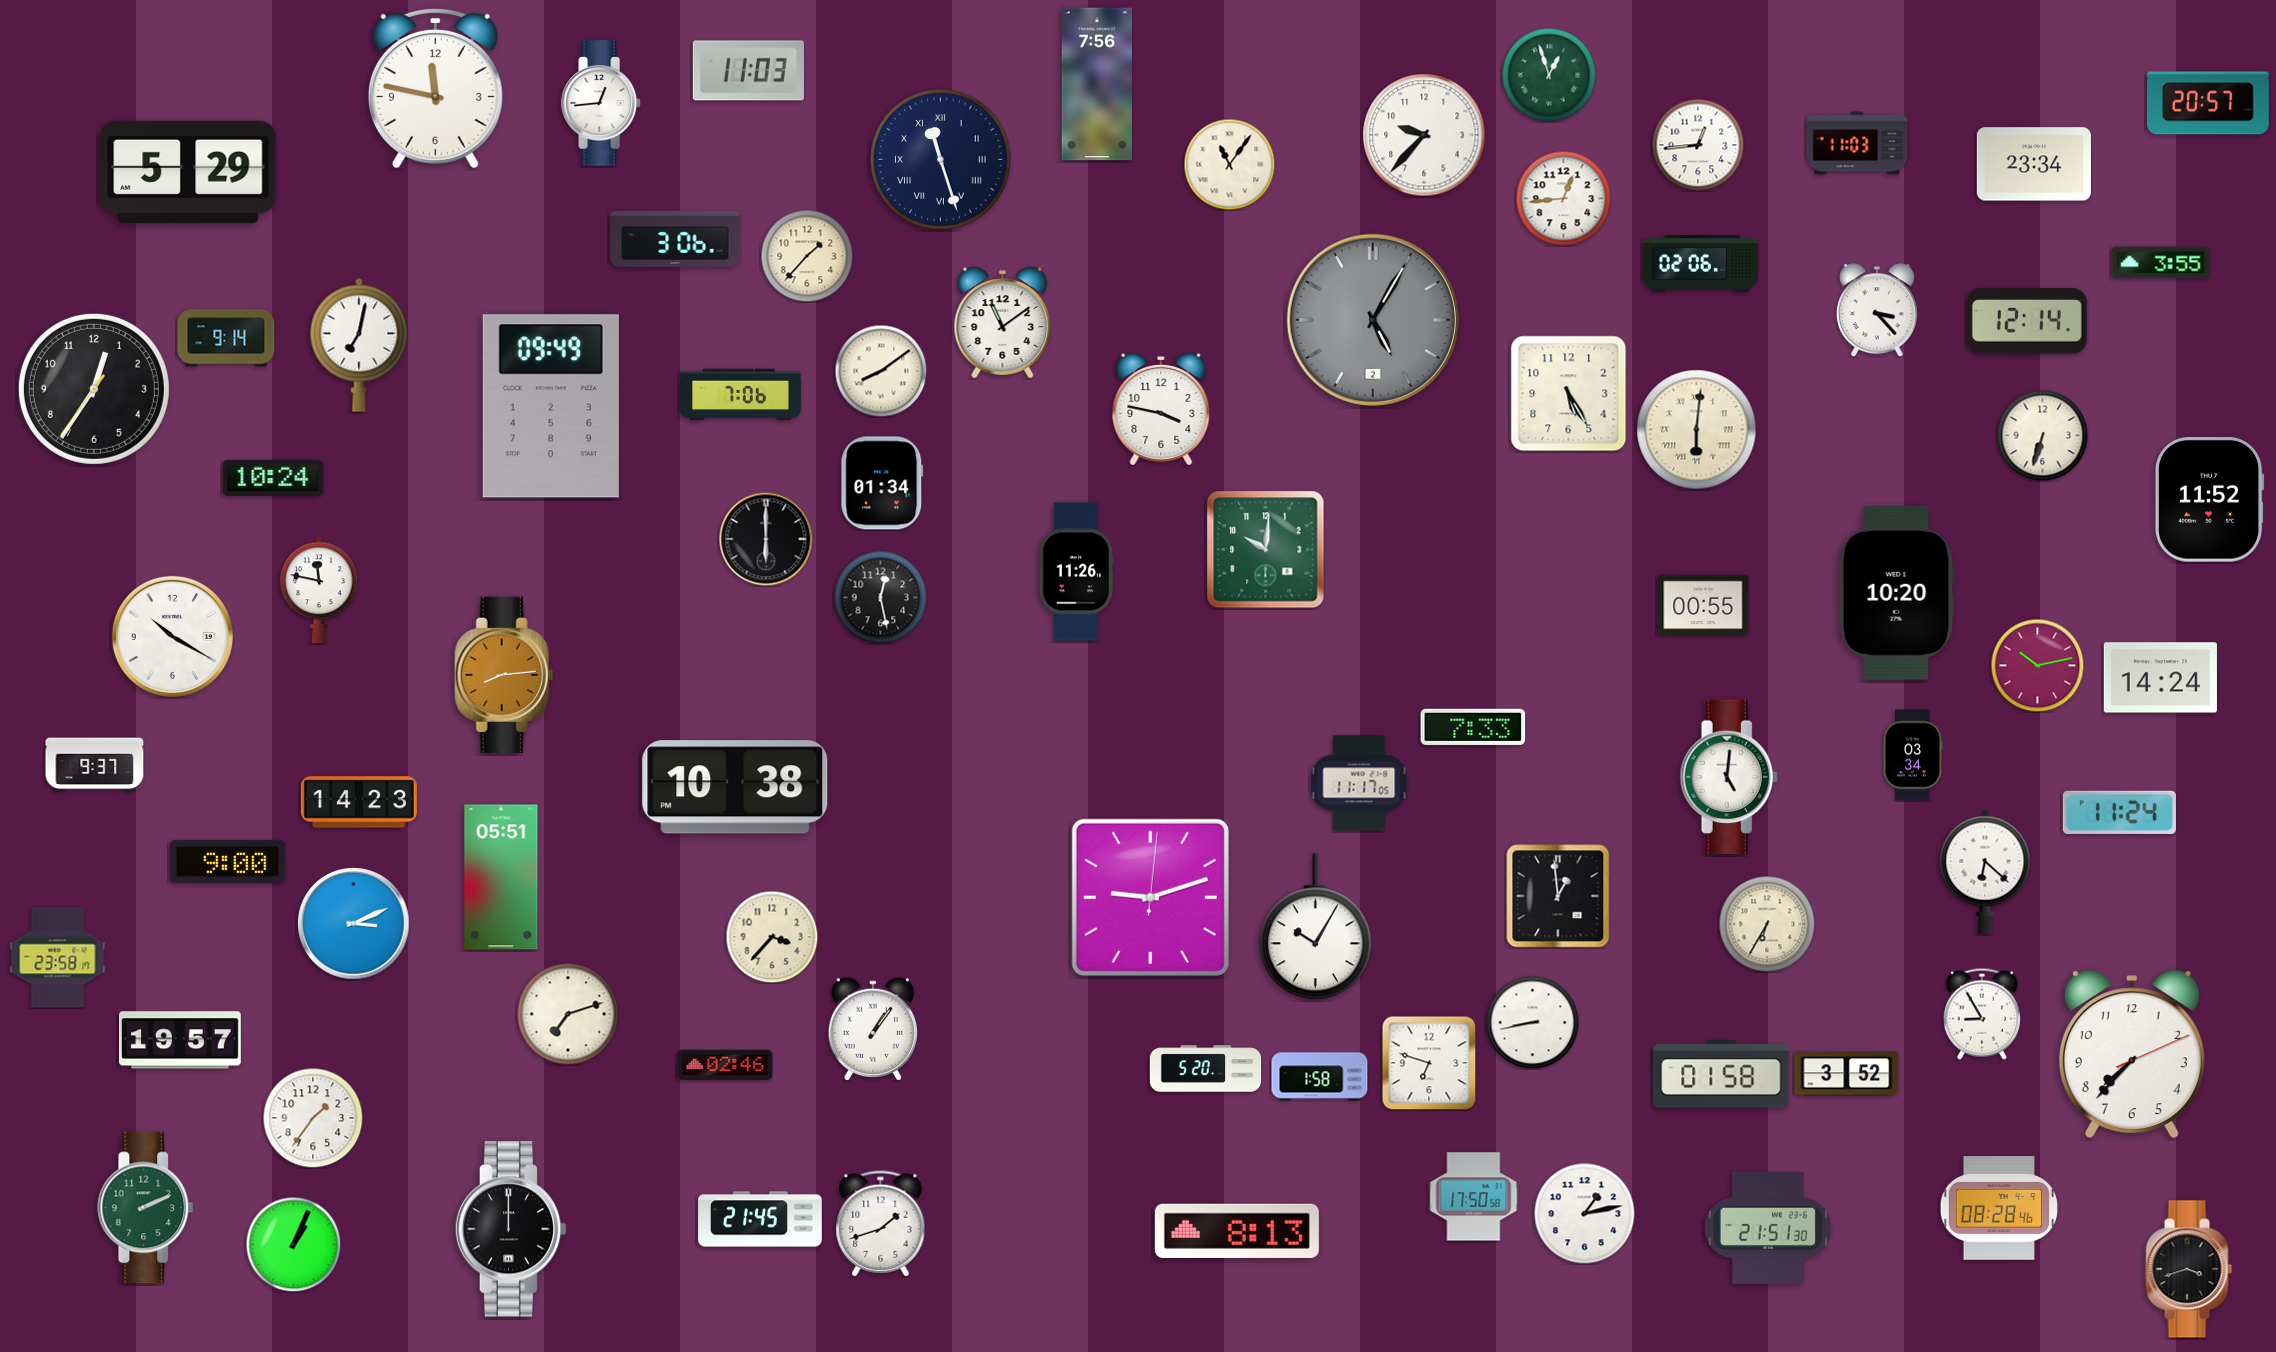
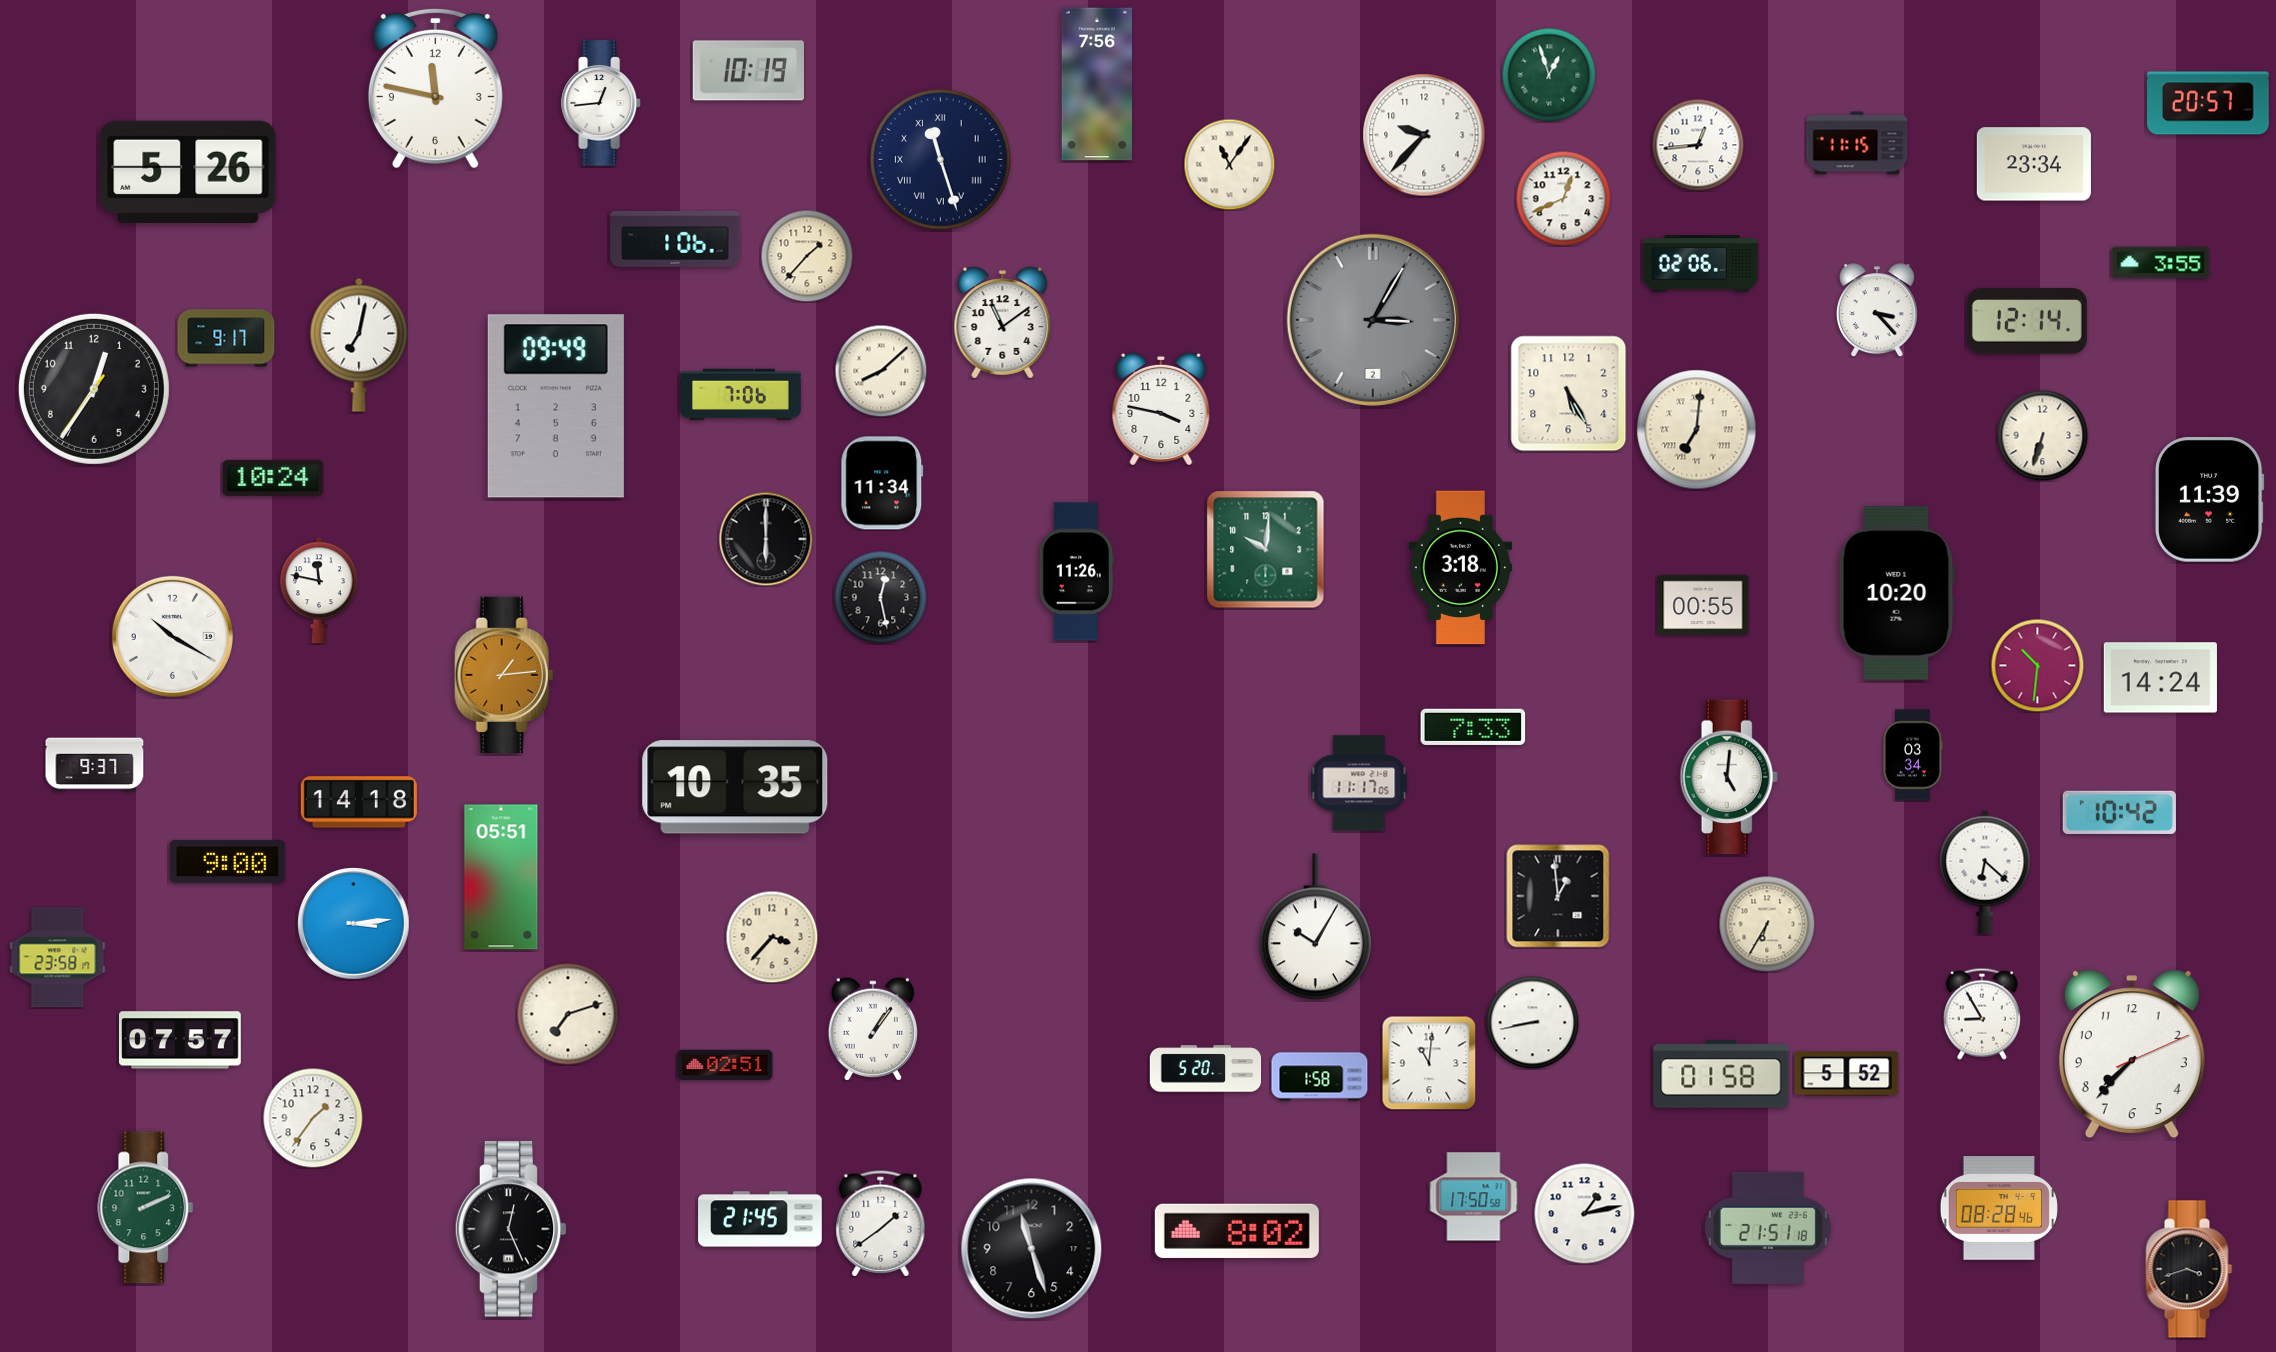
clock at (748, 71): 11:03 -> 10:19
clock at (1857, 143): 11:03 -> 11:15
clock at (188, 172): 5:29 -> 5:26
clock at (1563, 198): 12:44 -> 12:41
clock at (675, 239): 3:06 -> 1:06
clock at (1373, 320): 5:05 -> 3:05
clock at (226, 338): 9:14 -> 9:17
clock at (881, 371): 8:09 -> 8:08
clock at (551, 406) position: (551, 406) -> (556, 406)
clock at (1697, 430): 6:01 -> 7:01
clock at (882, 483): 01:34 -> 11:34
clock at (2209, 500): 11:52 -> 11:39
clock at (1460, 568): none -> 3:18
clock at (2037, 665): 10:13 -> 10:31
clock at (504, 674): 8:14 -> 1:14
clock at (735, 787): 10:38 -> 10:35
clock at (359, 802): 14:23 -> 14:18
clock at (2119, 812): 11:24 -> 10:42
clock at (1150, 897): 9:12 -> none
clock at (354, 924): 3:11 -> 3:14
clock at (181, 1040): 19:57 -> 07:57
clock at (1429, 1063): 6:48 -> 11:01
clock at (725, 1065): 02:46 -> 02:51
clock at (1847, 1074): 3:52 -> 5:52
clock at (881, 1224): 1:42 -> 1:39
clock at (1768, 1228): 21:51:30 -> 21:51:18
clock at (511, 1229): 12:00 -> 12:26
clock at (1237, 1231): 8:13 -> 8:02
clock at (293, 1244): 1:04 -> none
clock at (1032, 1249): none -> 11:27
